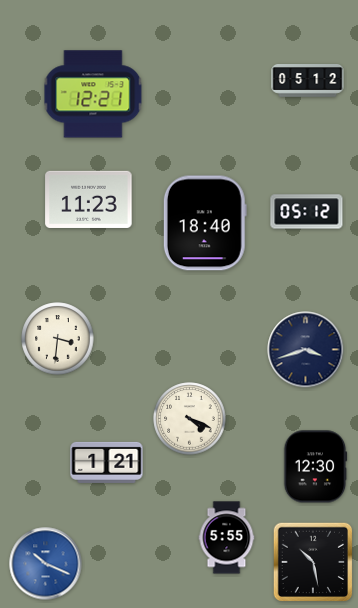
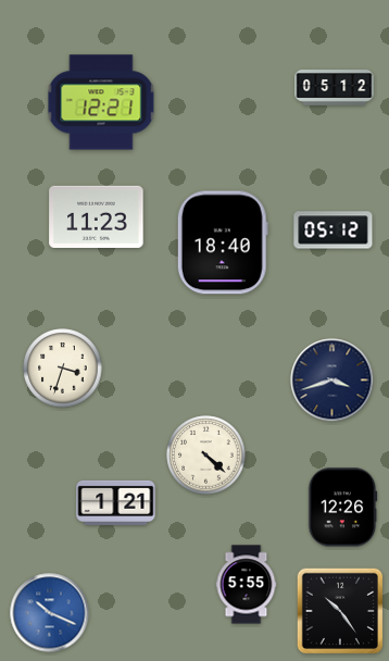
clock at (58, 339): 3:31 -> 3:33
clock at (190, 419): 4:19 -> 4:22
clock at (315, 467): 12:30 -> 12:26
clock at (313, 562): 10:28 -> 10:24
